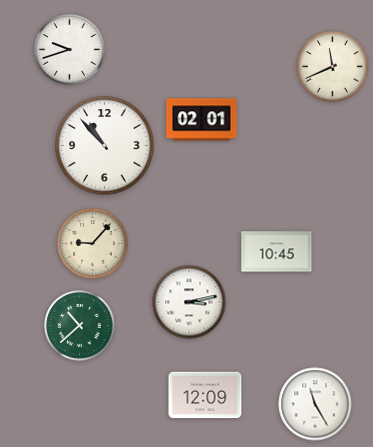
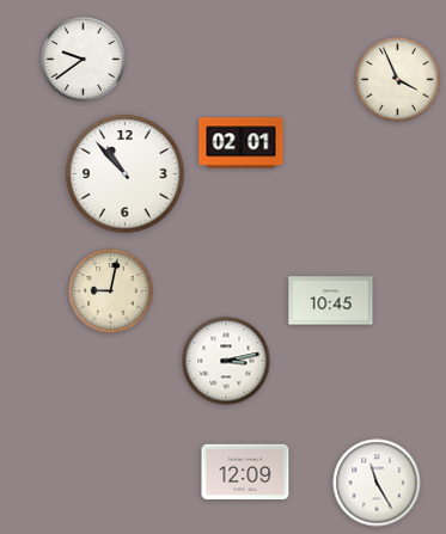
clock at (70, 50): 9:42 -> 9:39
clock at (333, 67): 11:41 -> 3:56
clock at (93, 244): 9:07 -> 9:02
clock at (80, 326): 10:38 -> none
